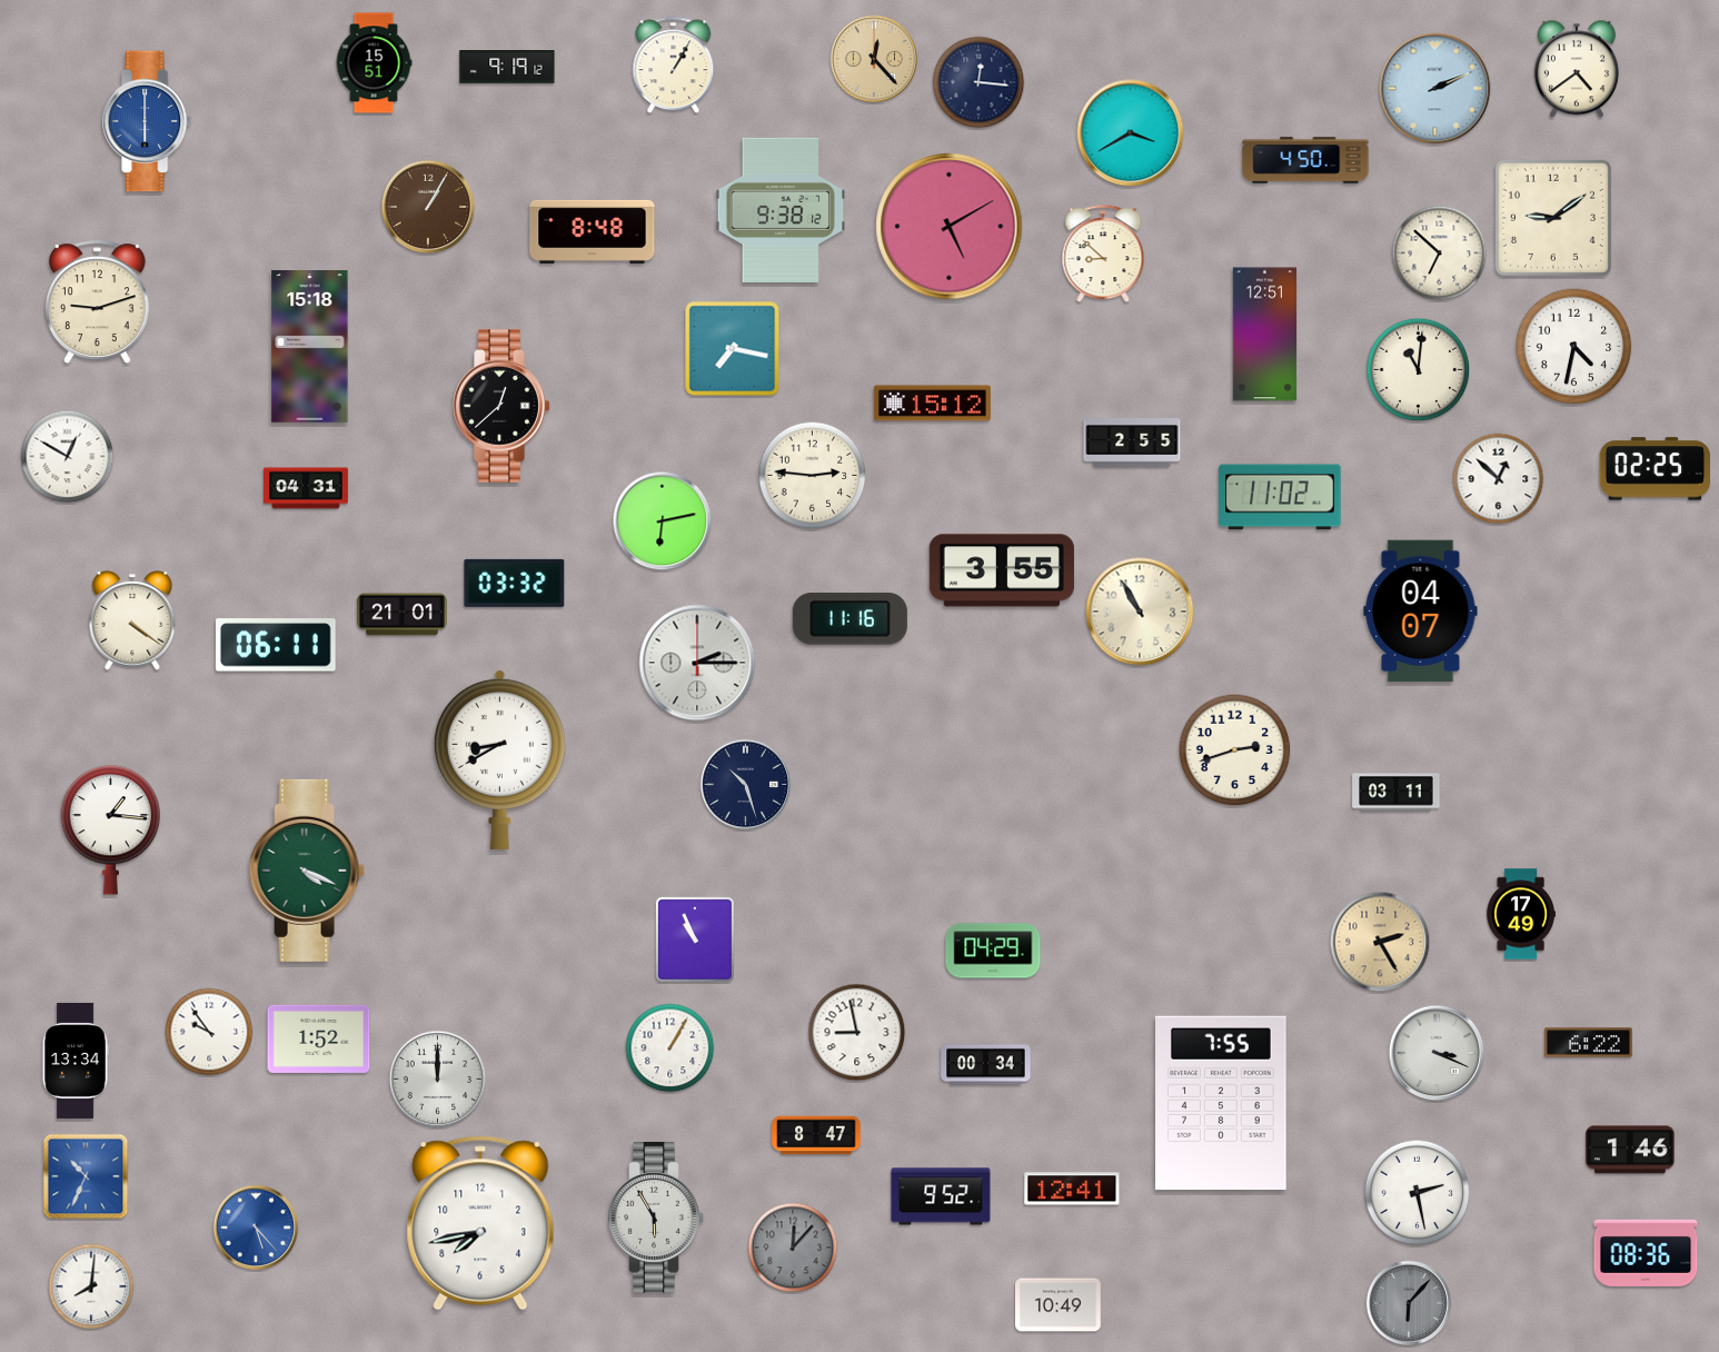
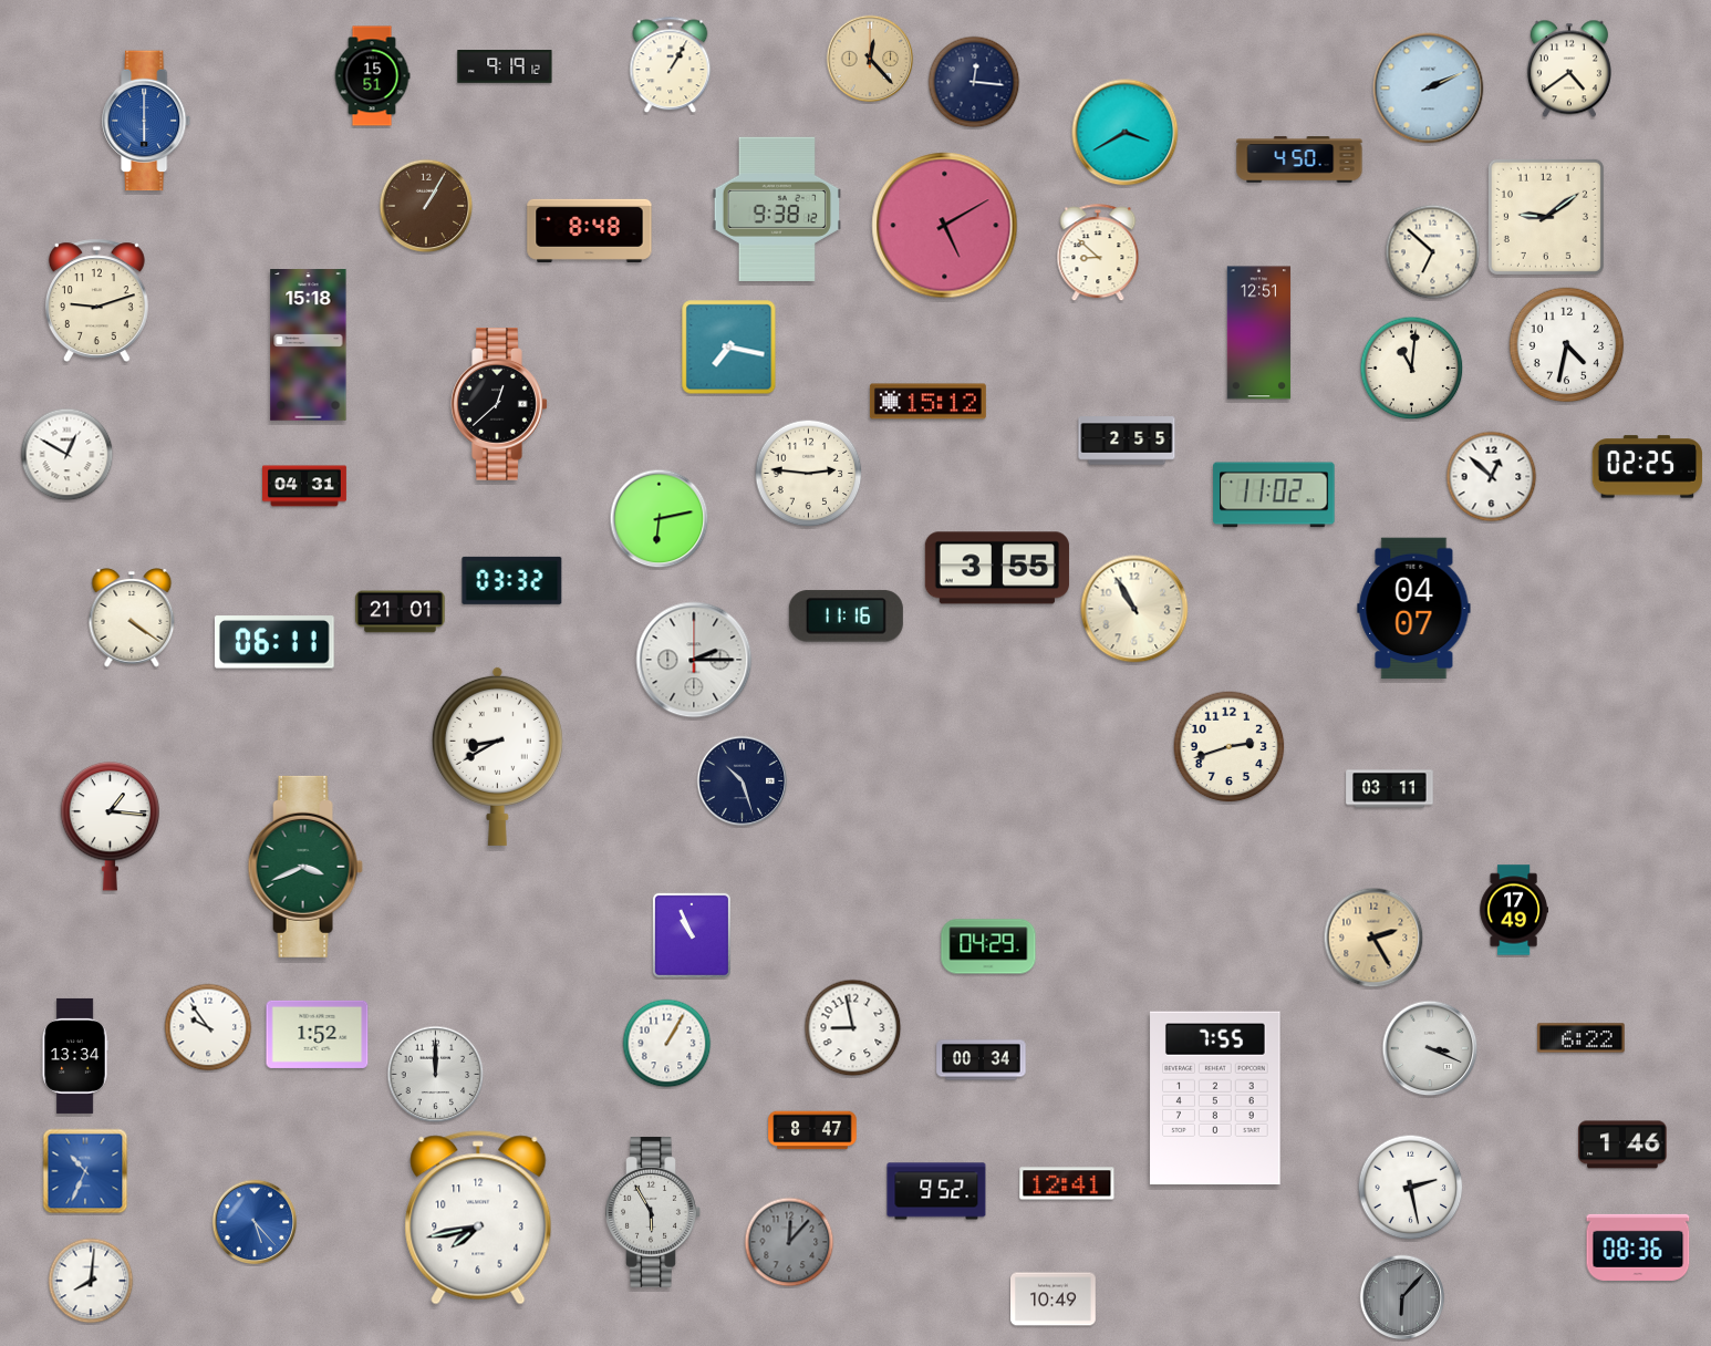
clock at (374, 63) position: (374, 63) -> (372, 76)
clock at (307, 871): 4:19 -> 3:41
